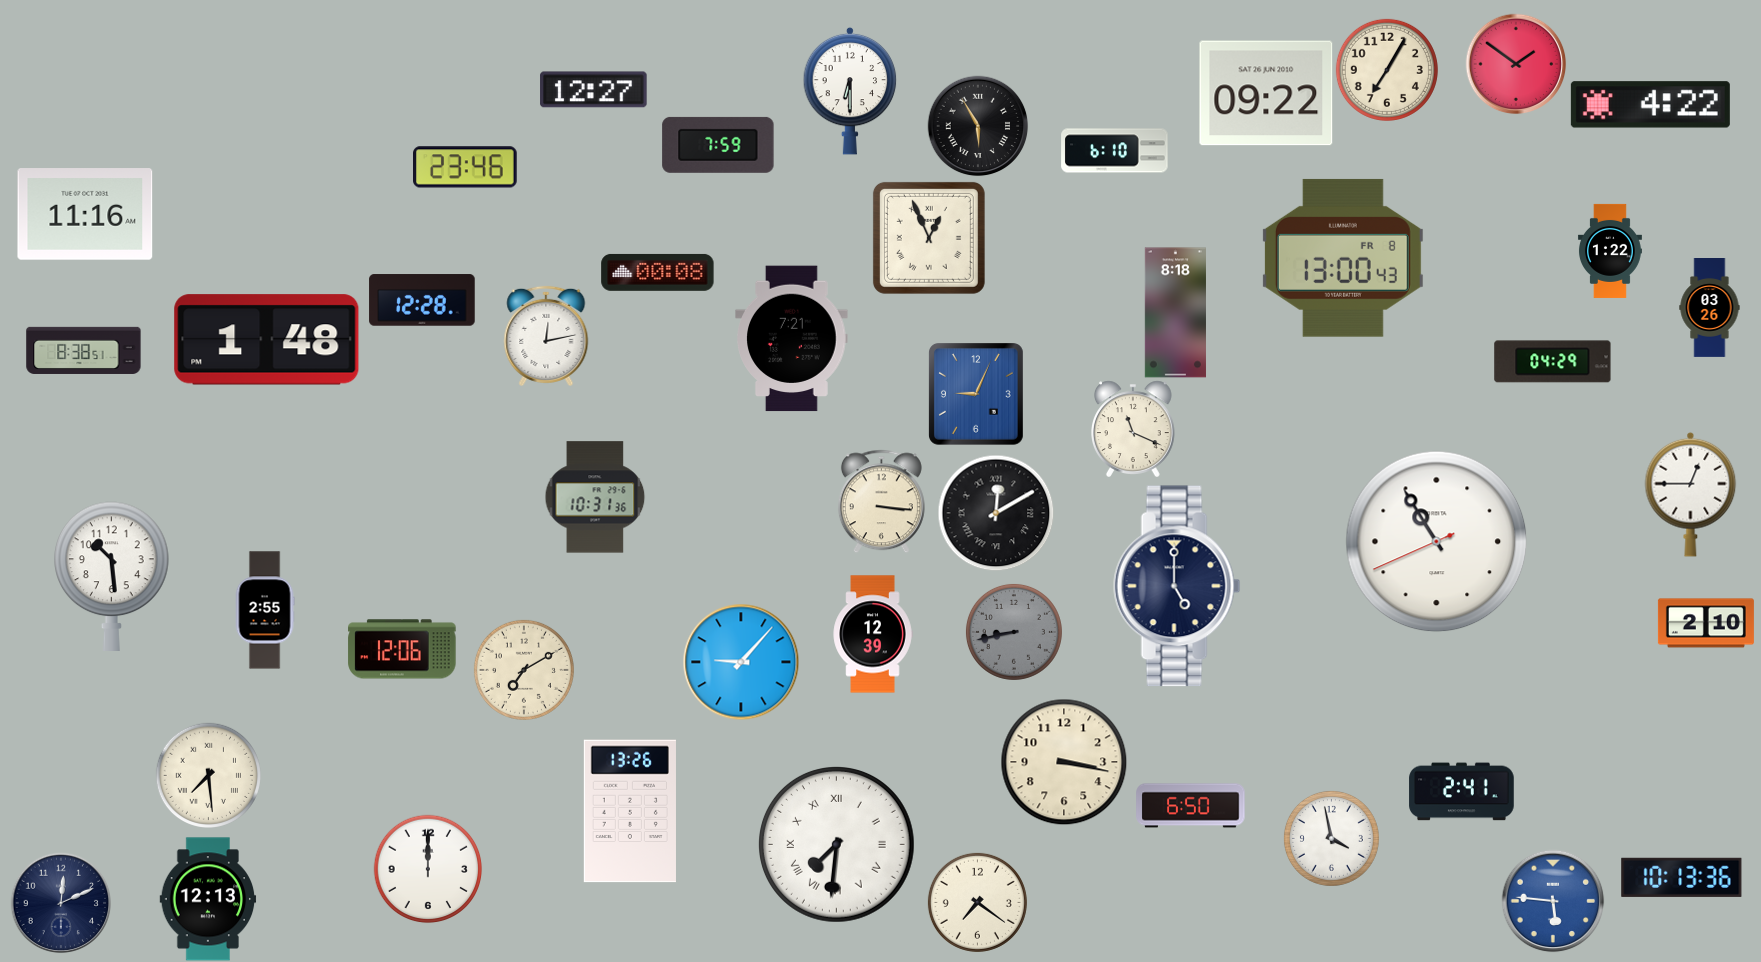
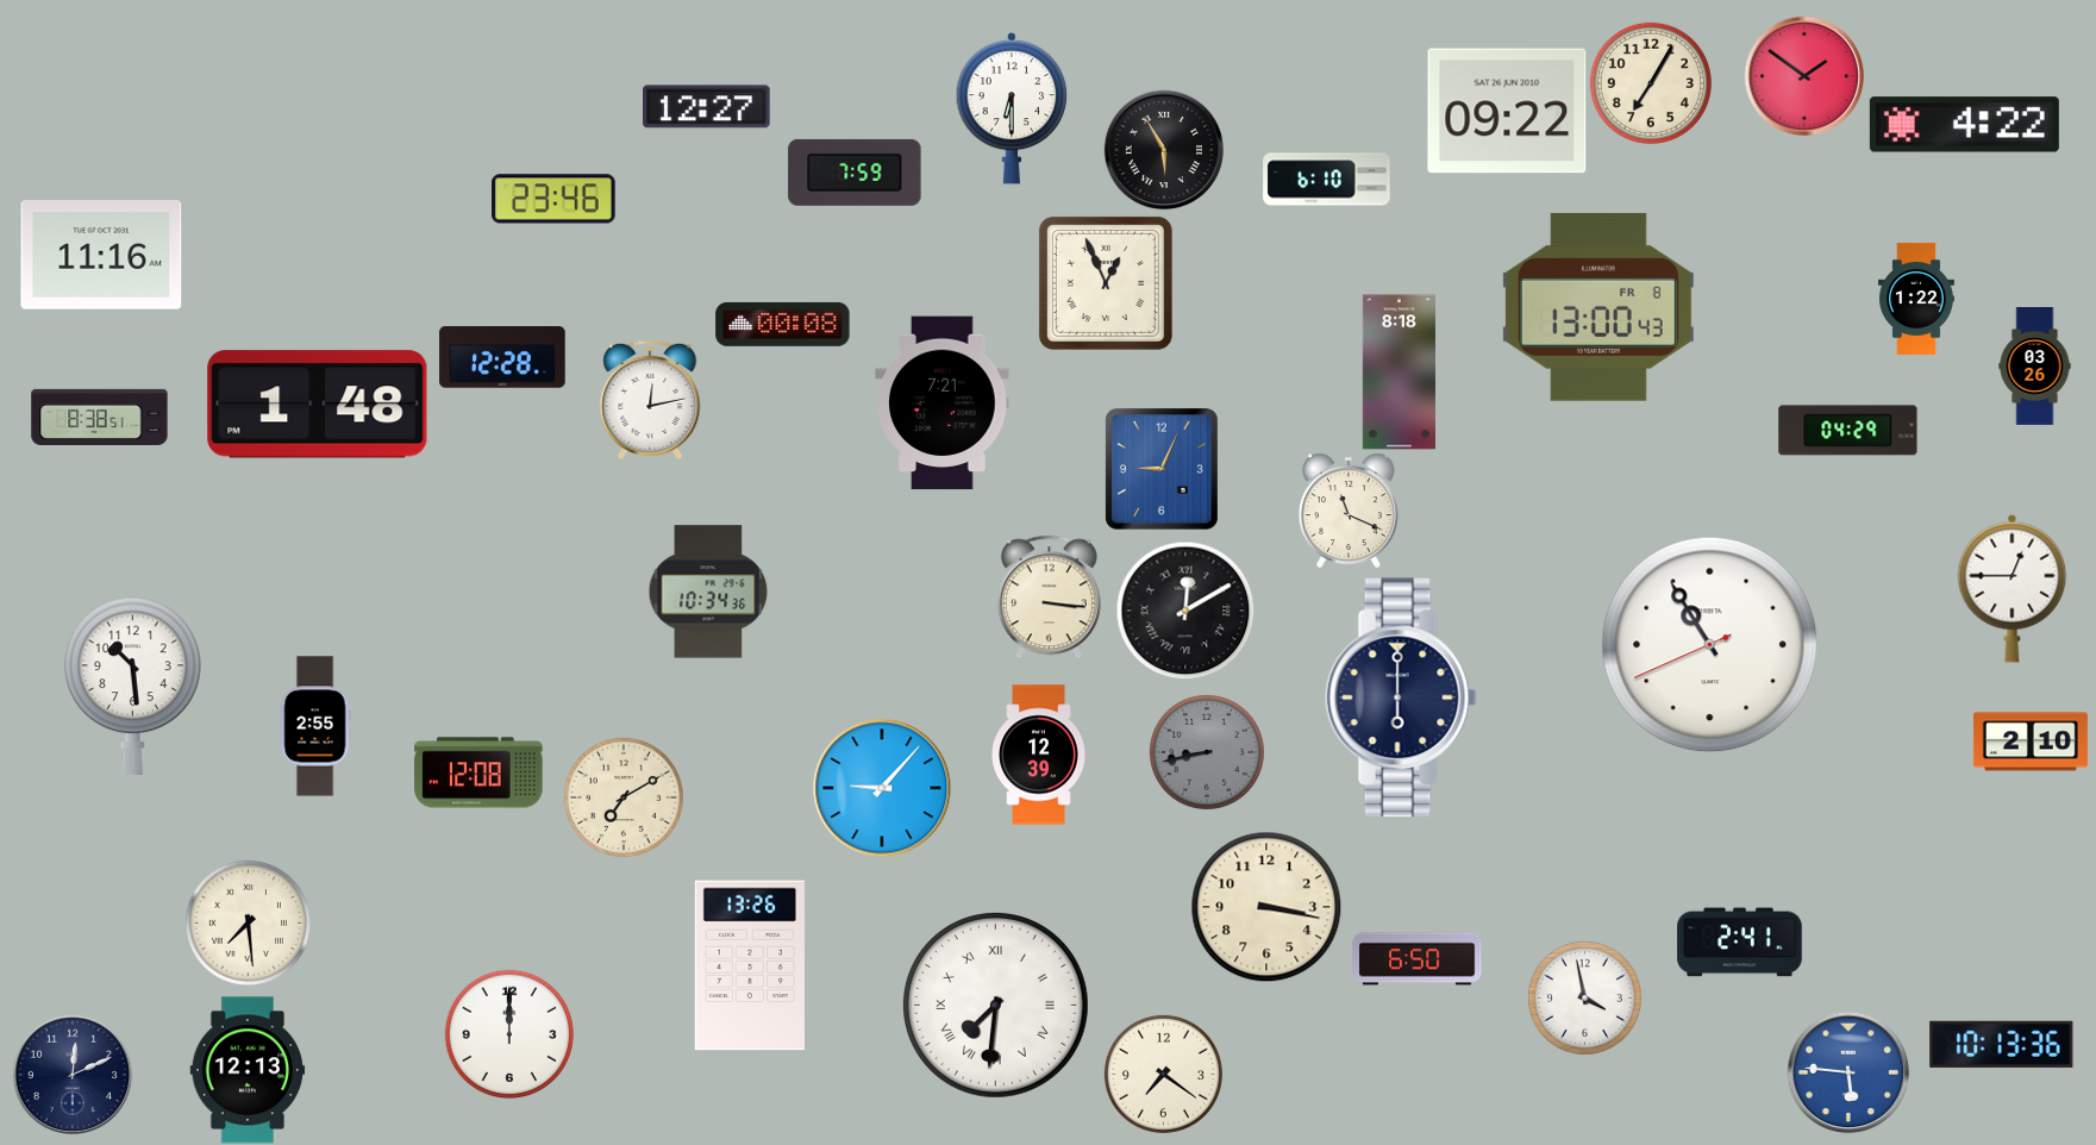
clock at (595, 497): 10:31 -> 10:34
clock at (1177, 586): 5:00 -> 6:00
clock at (402, 649): 12:06 -> 12:08
